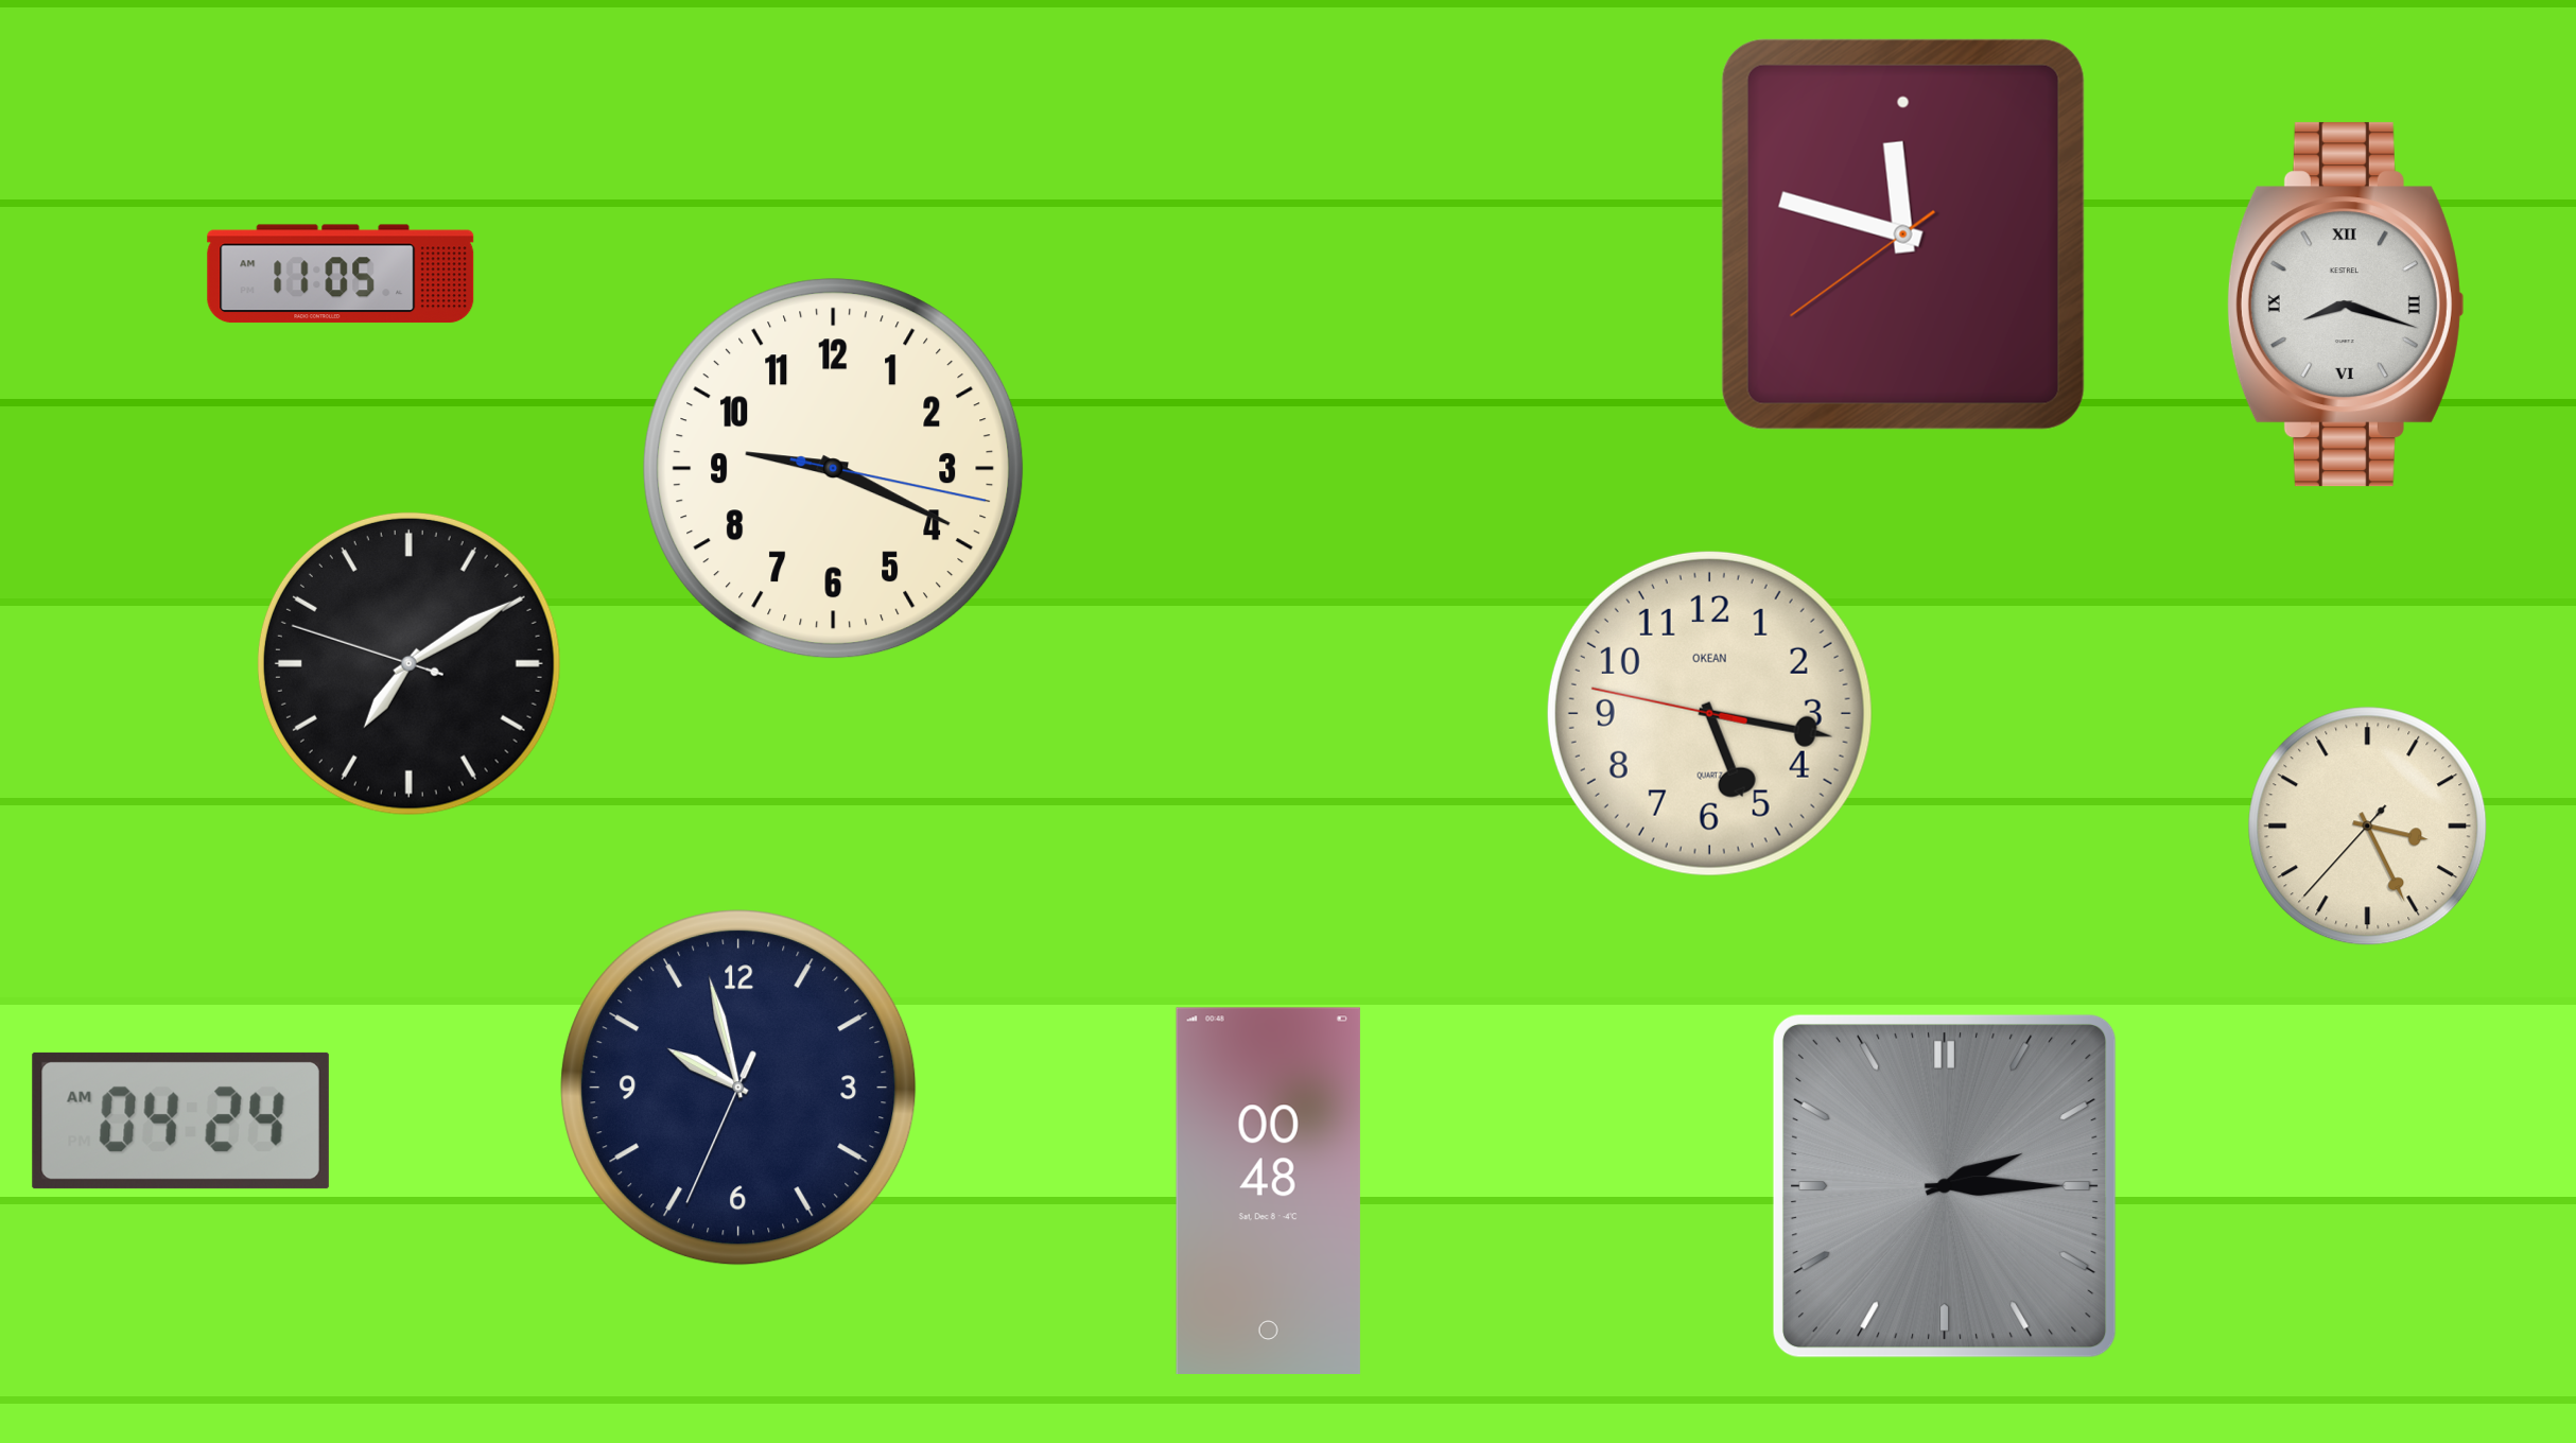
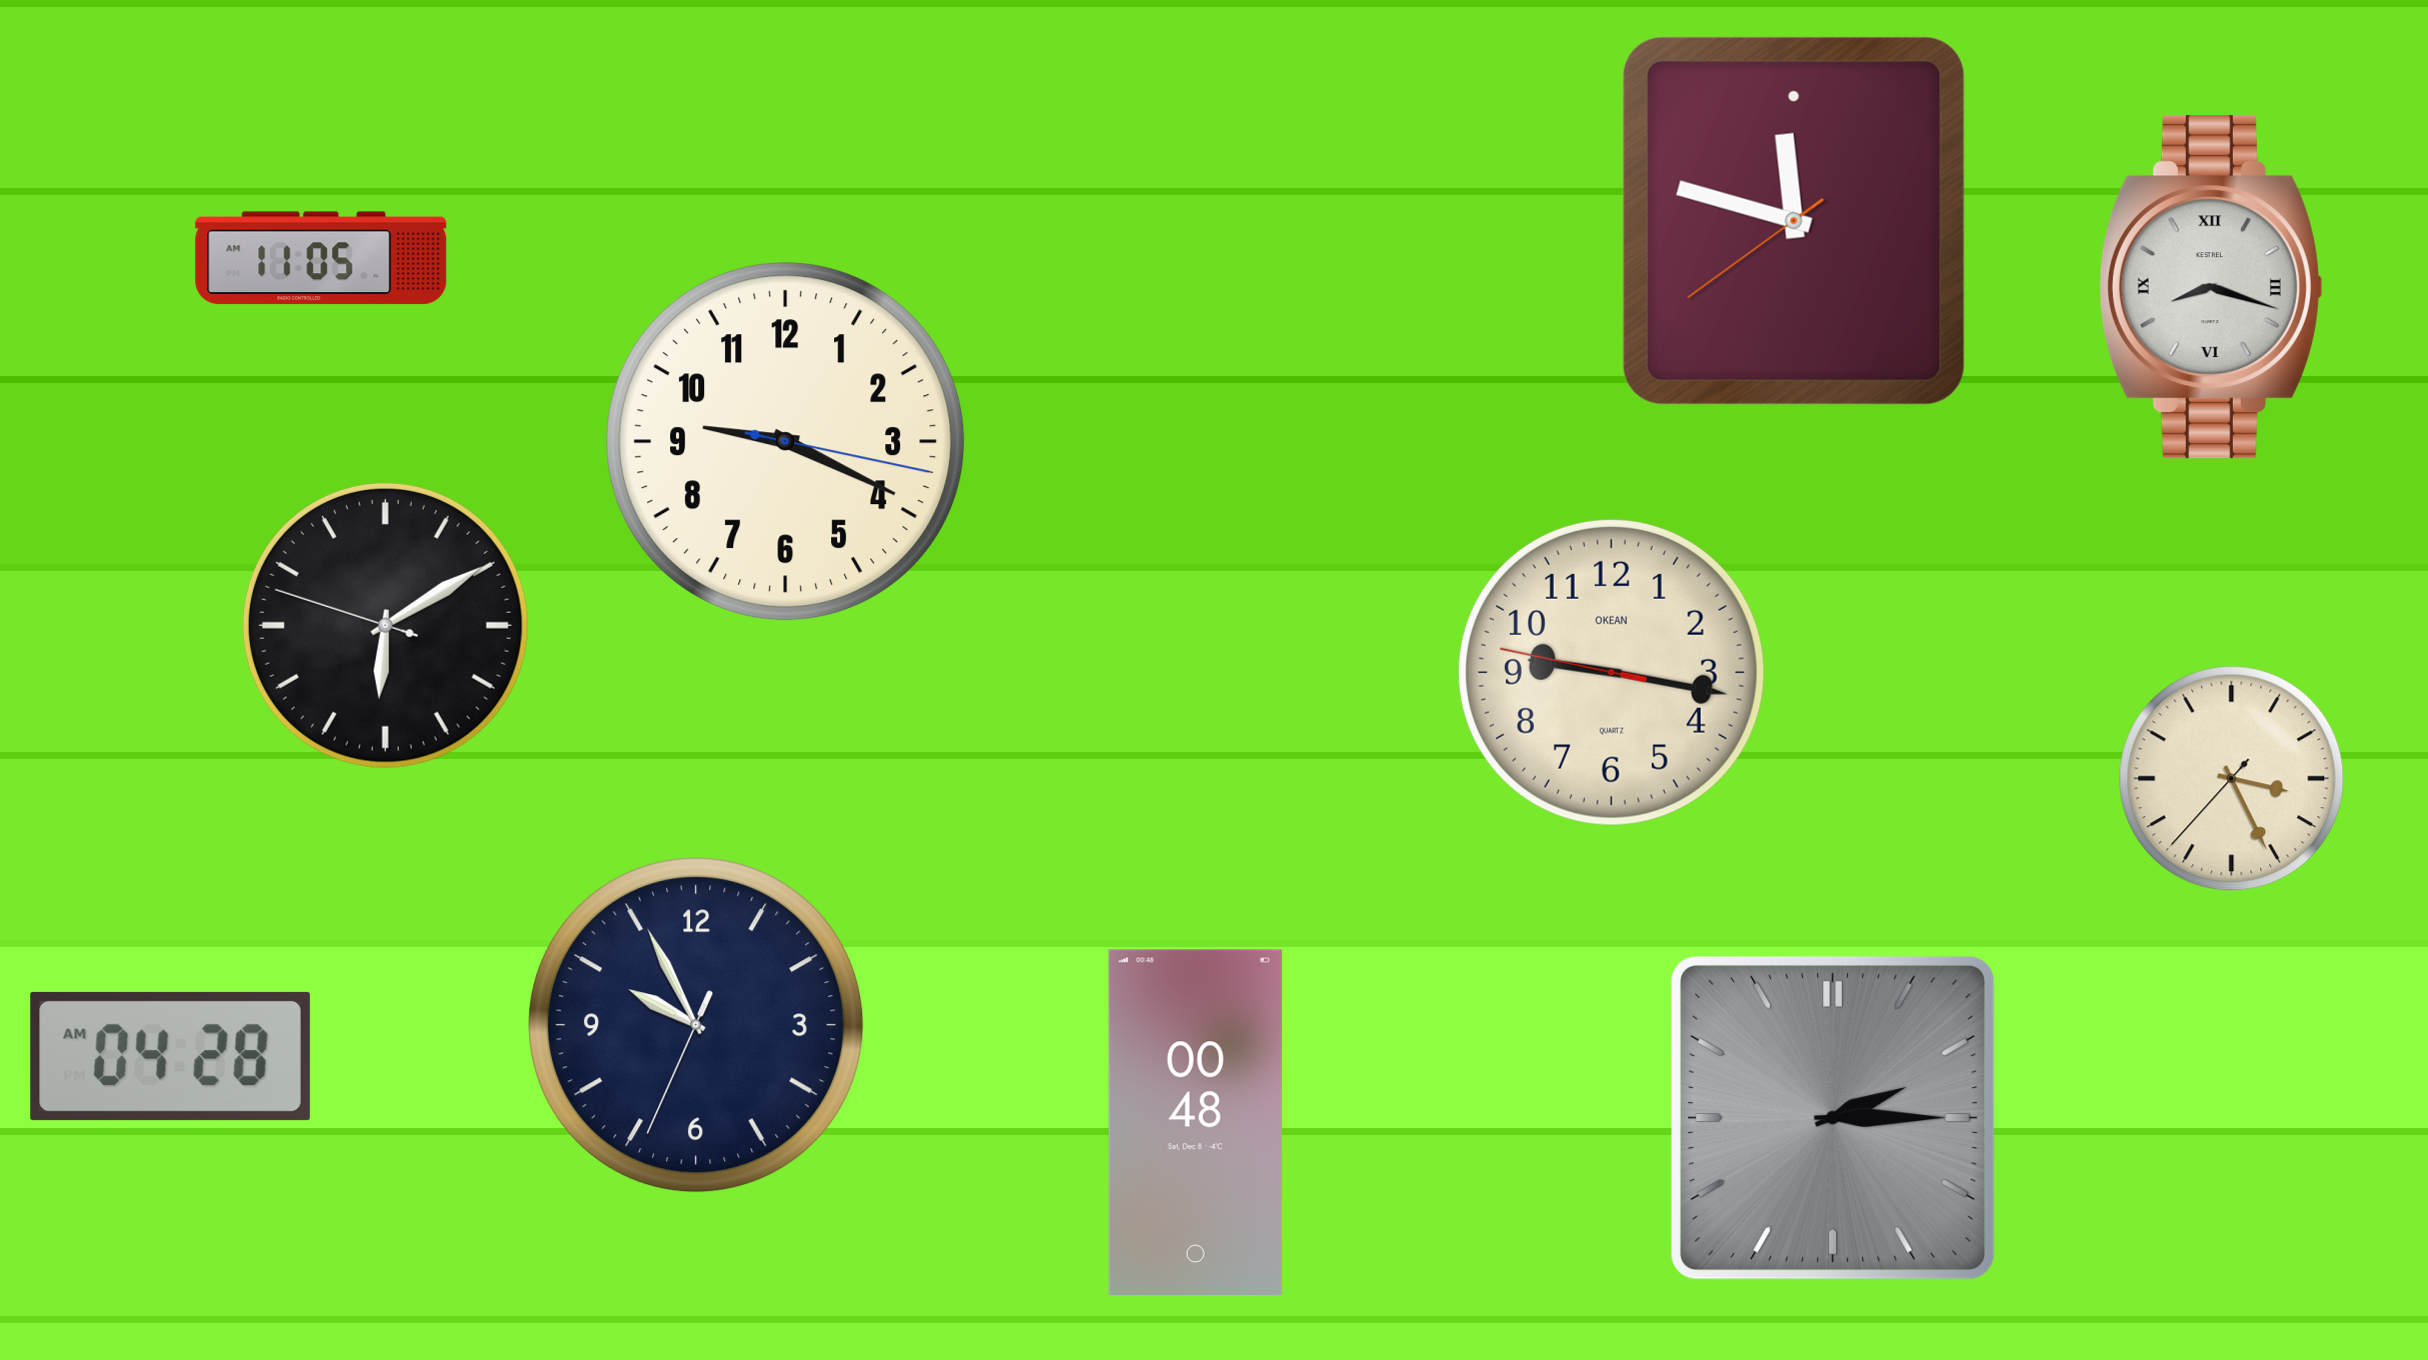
clock at (408, 663): 7:09 -> 6:09
clock at (1709, 713): 5:16 -> 9:16
clock at (738, 1088): 9:57 -> 9:55
clock at (180, 1120): 04:24 -> 04:28
